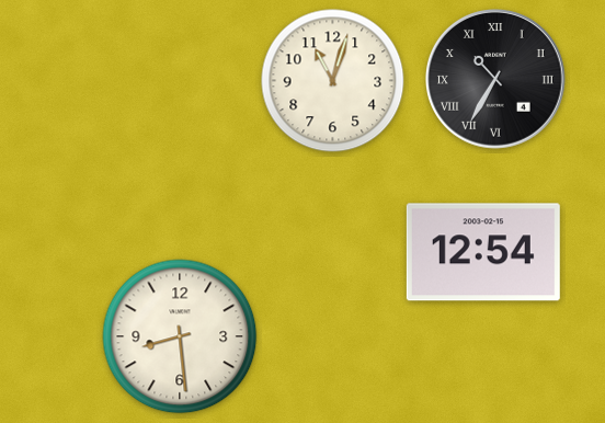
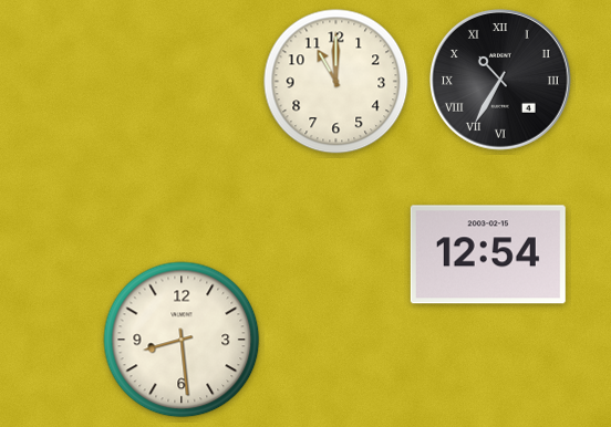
clock at (333, 81): 11:03 -> 11:00
